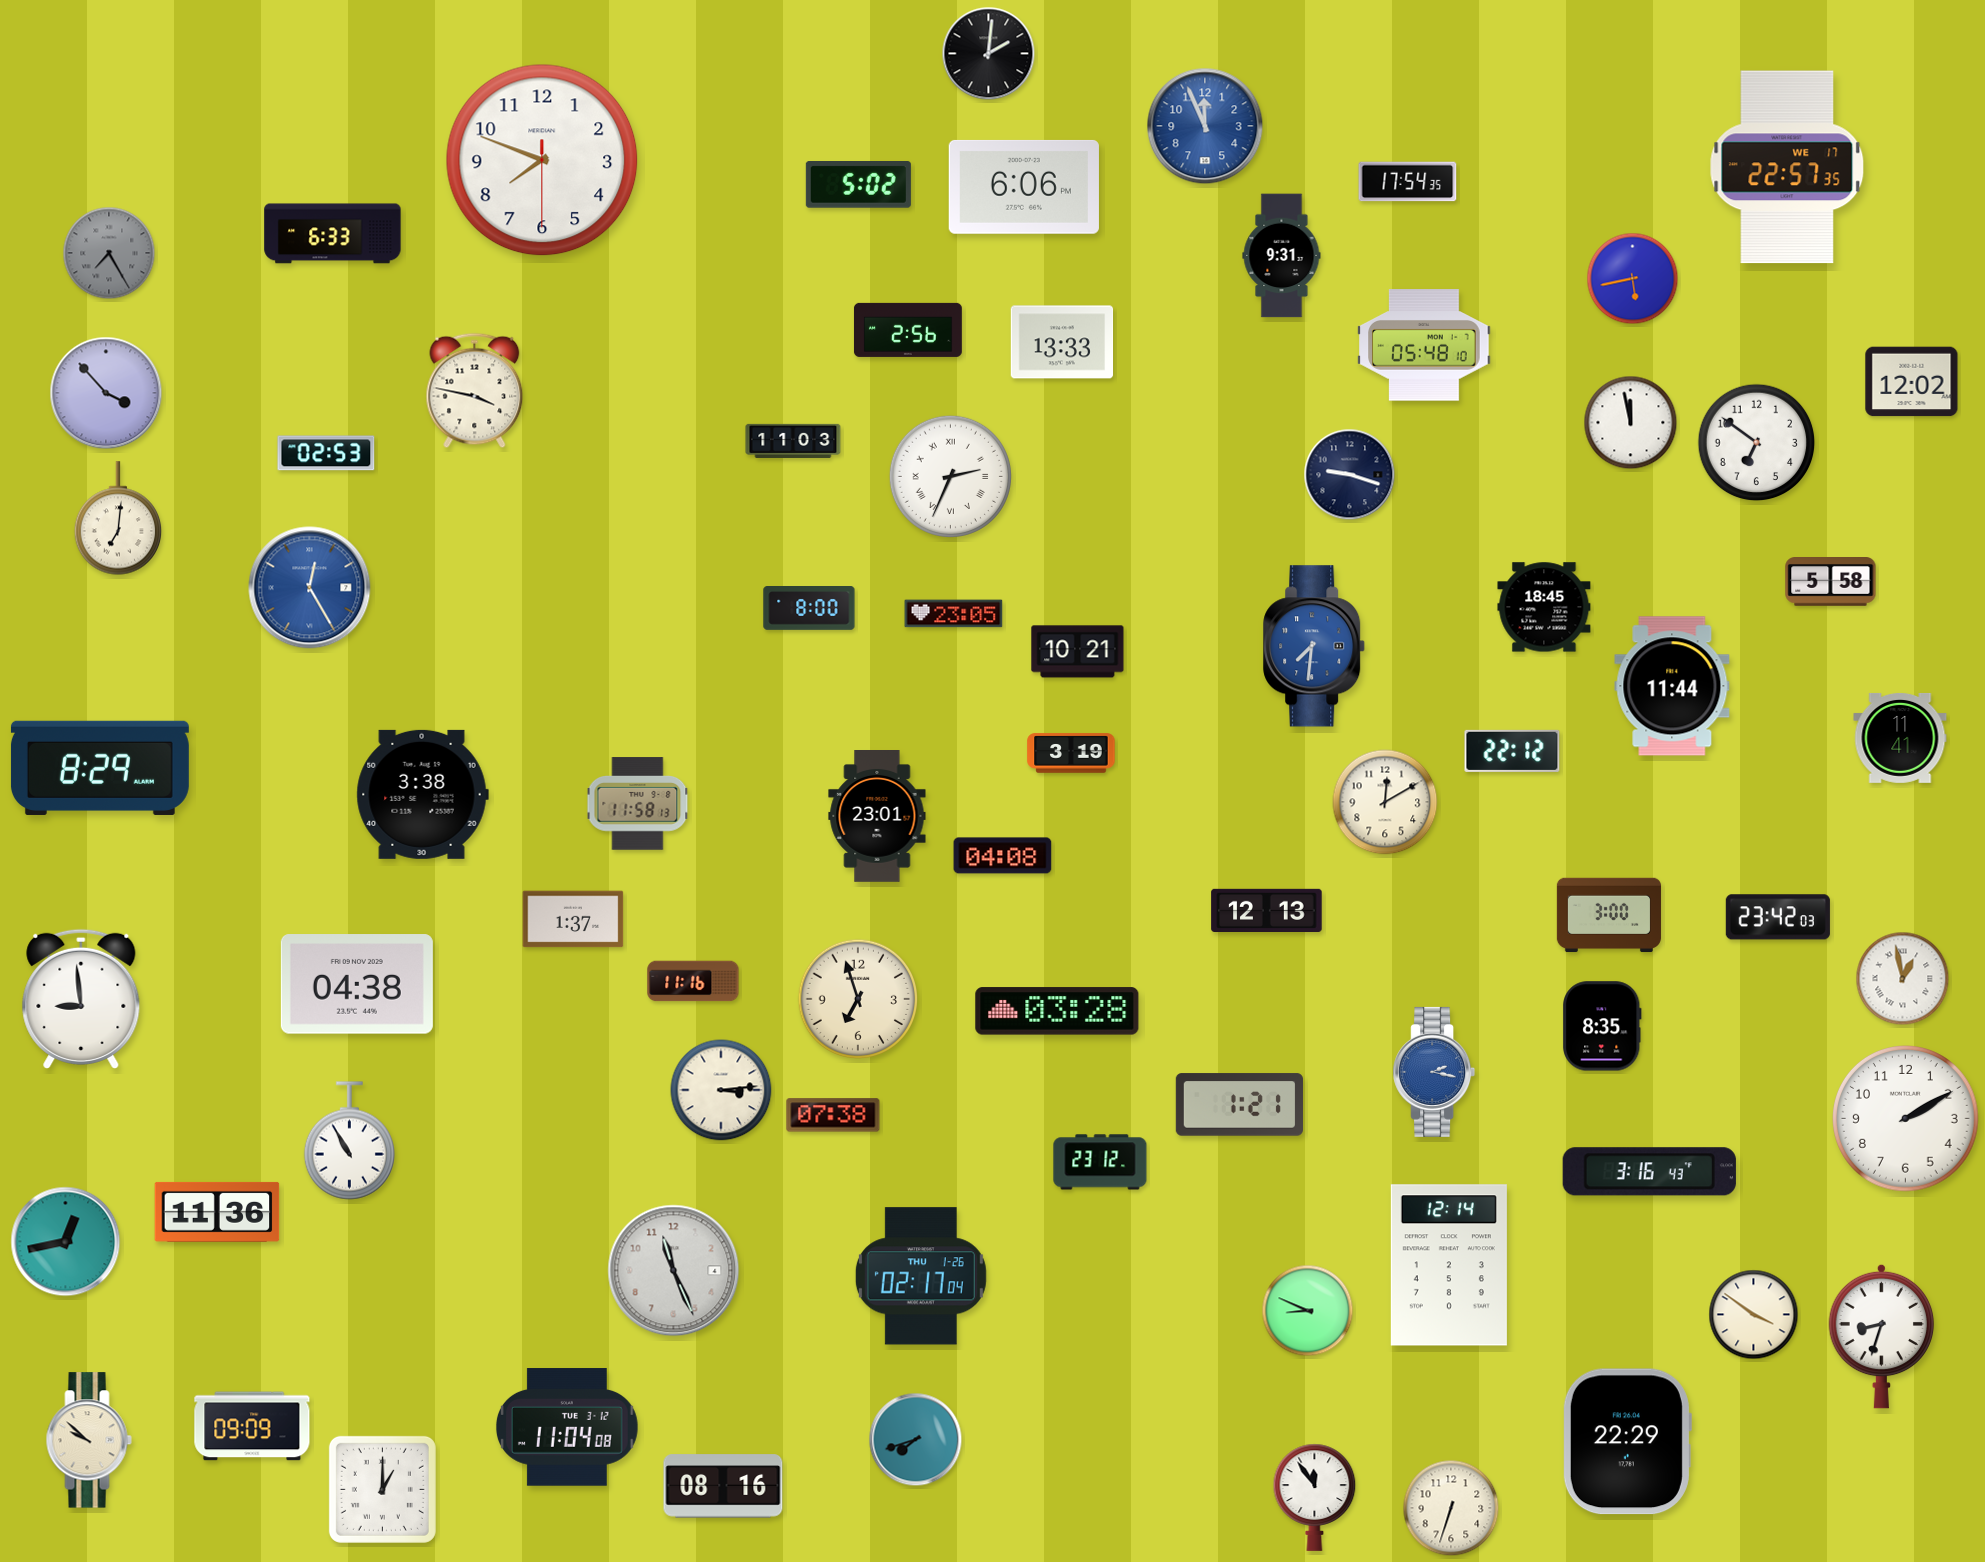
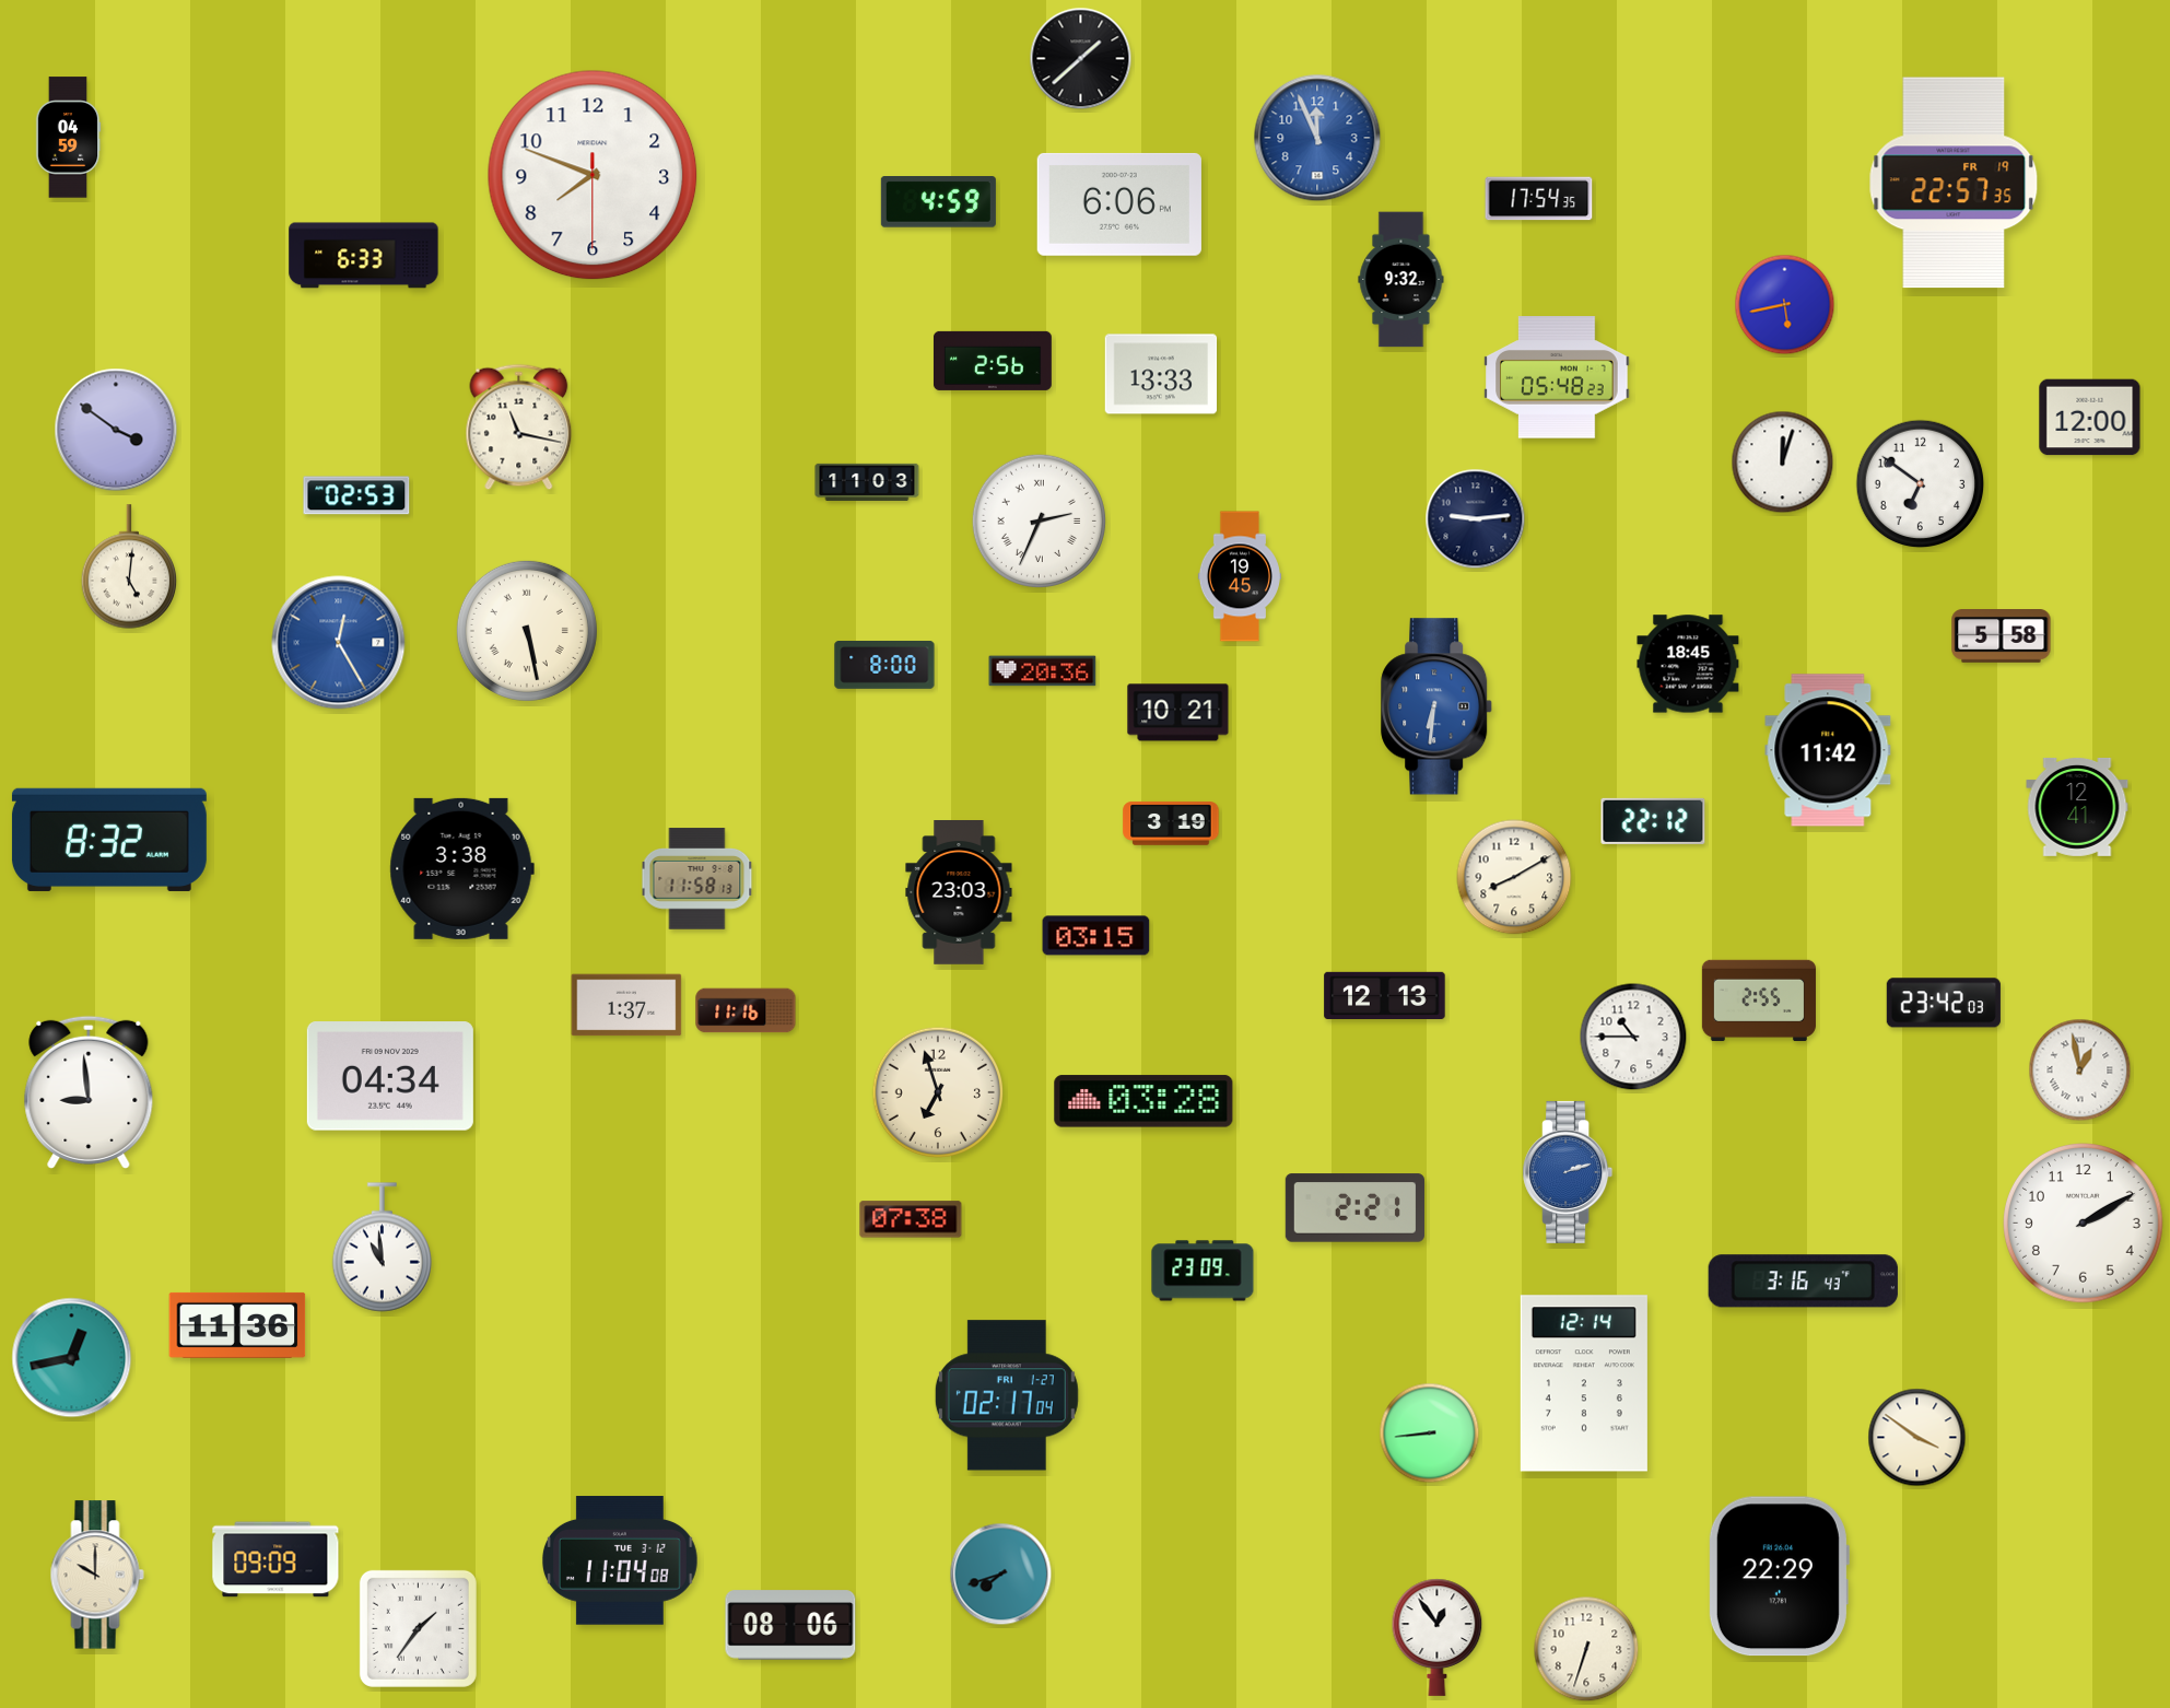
clock at (989, 54): 2:01 -> 1:38
clock at (68, 138): none -> 04:59
clock at (1787, 167) date: WE 17 -> FR 19
clock at (858, 185): 5:02 -> 4:59
clock at (109, 253): 7:25 -> none
clock at (1282, 256): 9:31 -> 9:32
clock at (1424, 345): 05:48:10 -> 05:48:23
clock at (1912, 382): 12:02 -> 12:00
clock at (475, 391): 3:47 -> 11:17
clock at (106, 393): 3:53 -> 3:51
clock at (1631, 423): 11:58 -> 12:03
clock at (1350, 475): 9:18 -> 9:14
clock at (118, 518): 7:01 -> 5:01
clock at (1240, 576): none -> 19:45
clock at (527, 631): none -> 5:28
clock at (954, 614): 23:05 -> 20:36
clock at (1315, 646): 7:31 -> 6:31
clock at (1672, 686): 11:44 -> 11:42
clock at (1900, 738): 11:41 -> 12:41
clock at (100, 768): 8:29 -> 8:32
clock at (1385, 802): 12:10 -> 8:10
clock at (877, 817): 23:01 -> 23:03
clock at (1003, 856): 04:08 -> 03:15
clock at (1609, 915): 3:00 -> 2:55
clock at (1633, 1037): none -> 10:45
clock at (693, 981) position: (693, 981) -> (746, 1010)
clock at (357, 984): 04:38 -> 04:34
clock at (1057, 1011) position: (1057, 1011) -> (1143, 1101)
clock at (1603, 1026): 8:35 -> none
clock at (1434, 1072): 2:17 -> 2:12
clock at (721, 1090): 3:14 -> none
clock at (1239, 1105): 1:21 -> 2:21
clock at (349, 1141): 10:55 -> 10:59
clock at (1100, 1162): 23:12 -> 23:09
clock at (674, 1271): 11:26 -> none
clock at (921, 1276) date: THU 1-26 -> FRI 1-27
clock at (1308, 1311): 8:49 -> 8:44
clock at (1882, 1336): 8:33 -> none
clock at (89, 1440): 9:52 -> 10:00
clock at (723, 1486): 08:16 -> 08:06
clock at (382, 1489): 1:00 -> 1:36
clock at (1315, 1497): 11:54 -> 12:54
